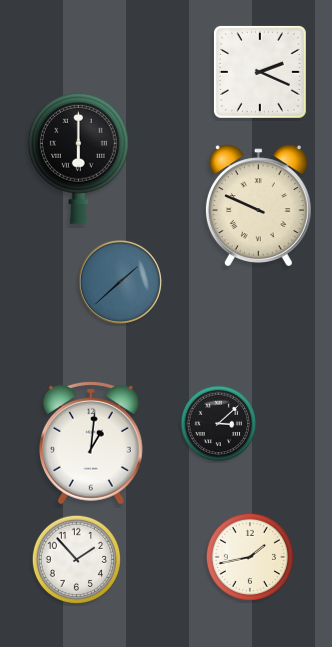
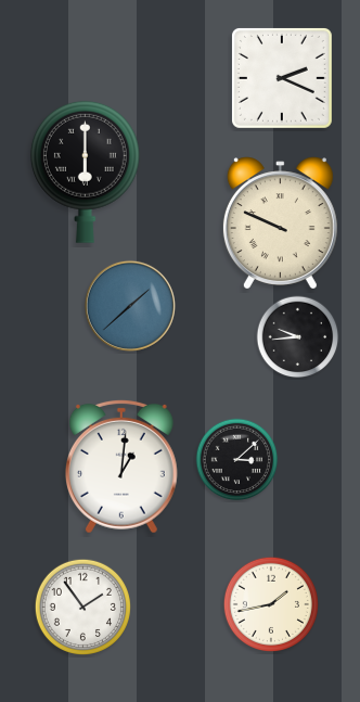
clock at (298, 337): none -> 9:44
clock at (91, 443) position: (91, 443) -> (121, 467)
clock at (76, 559): 1:53 -> 1:54
